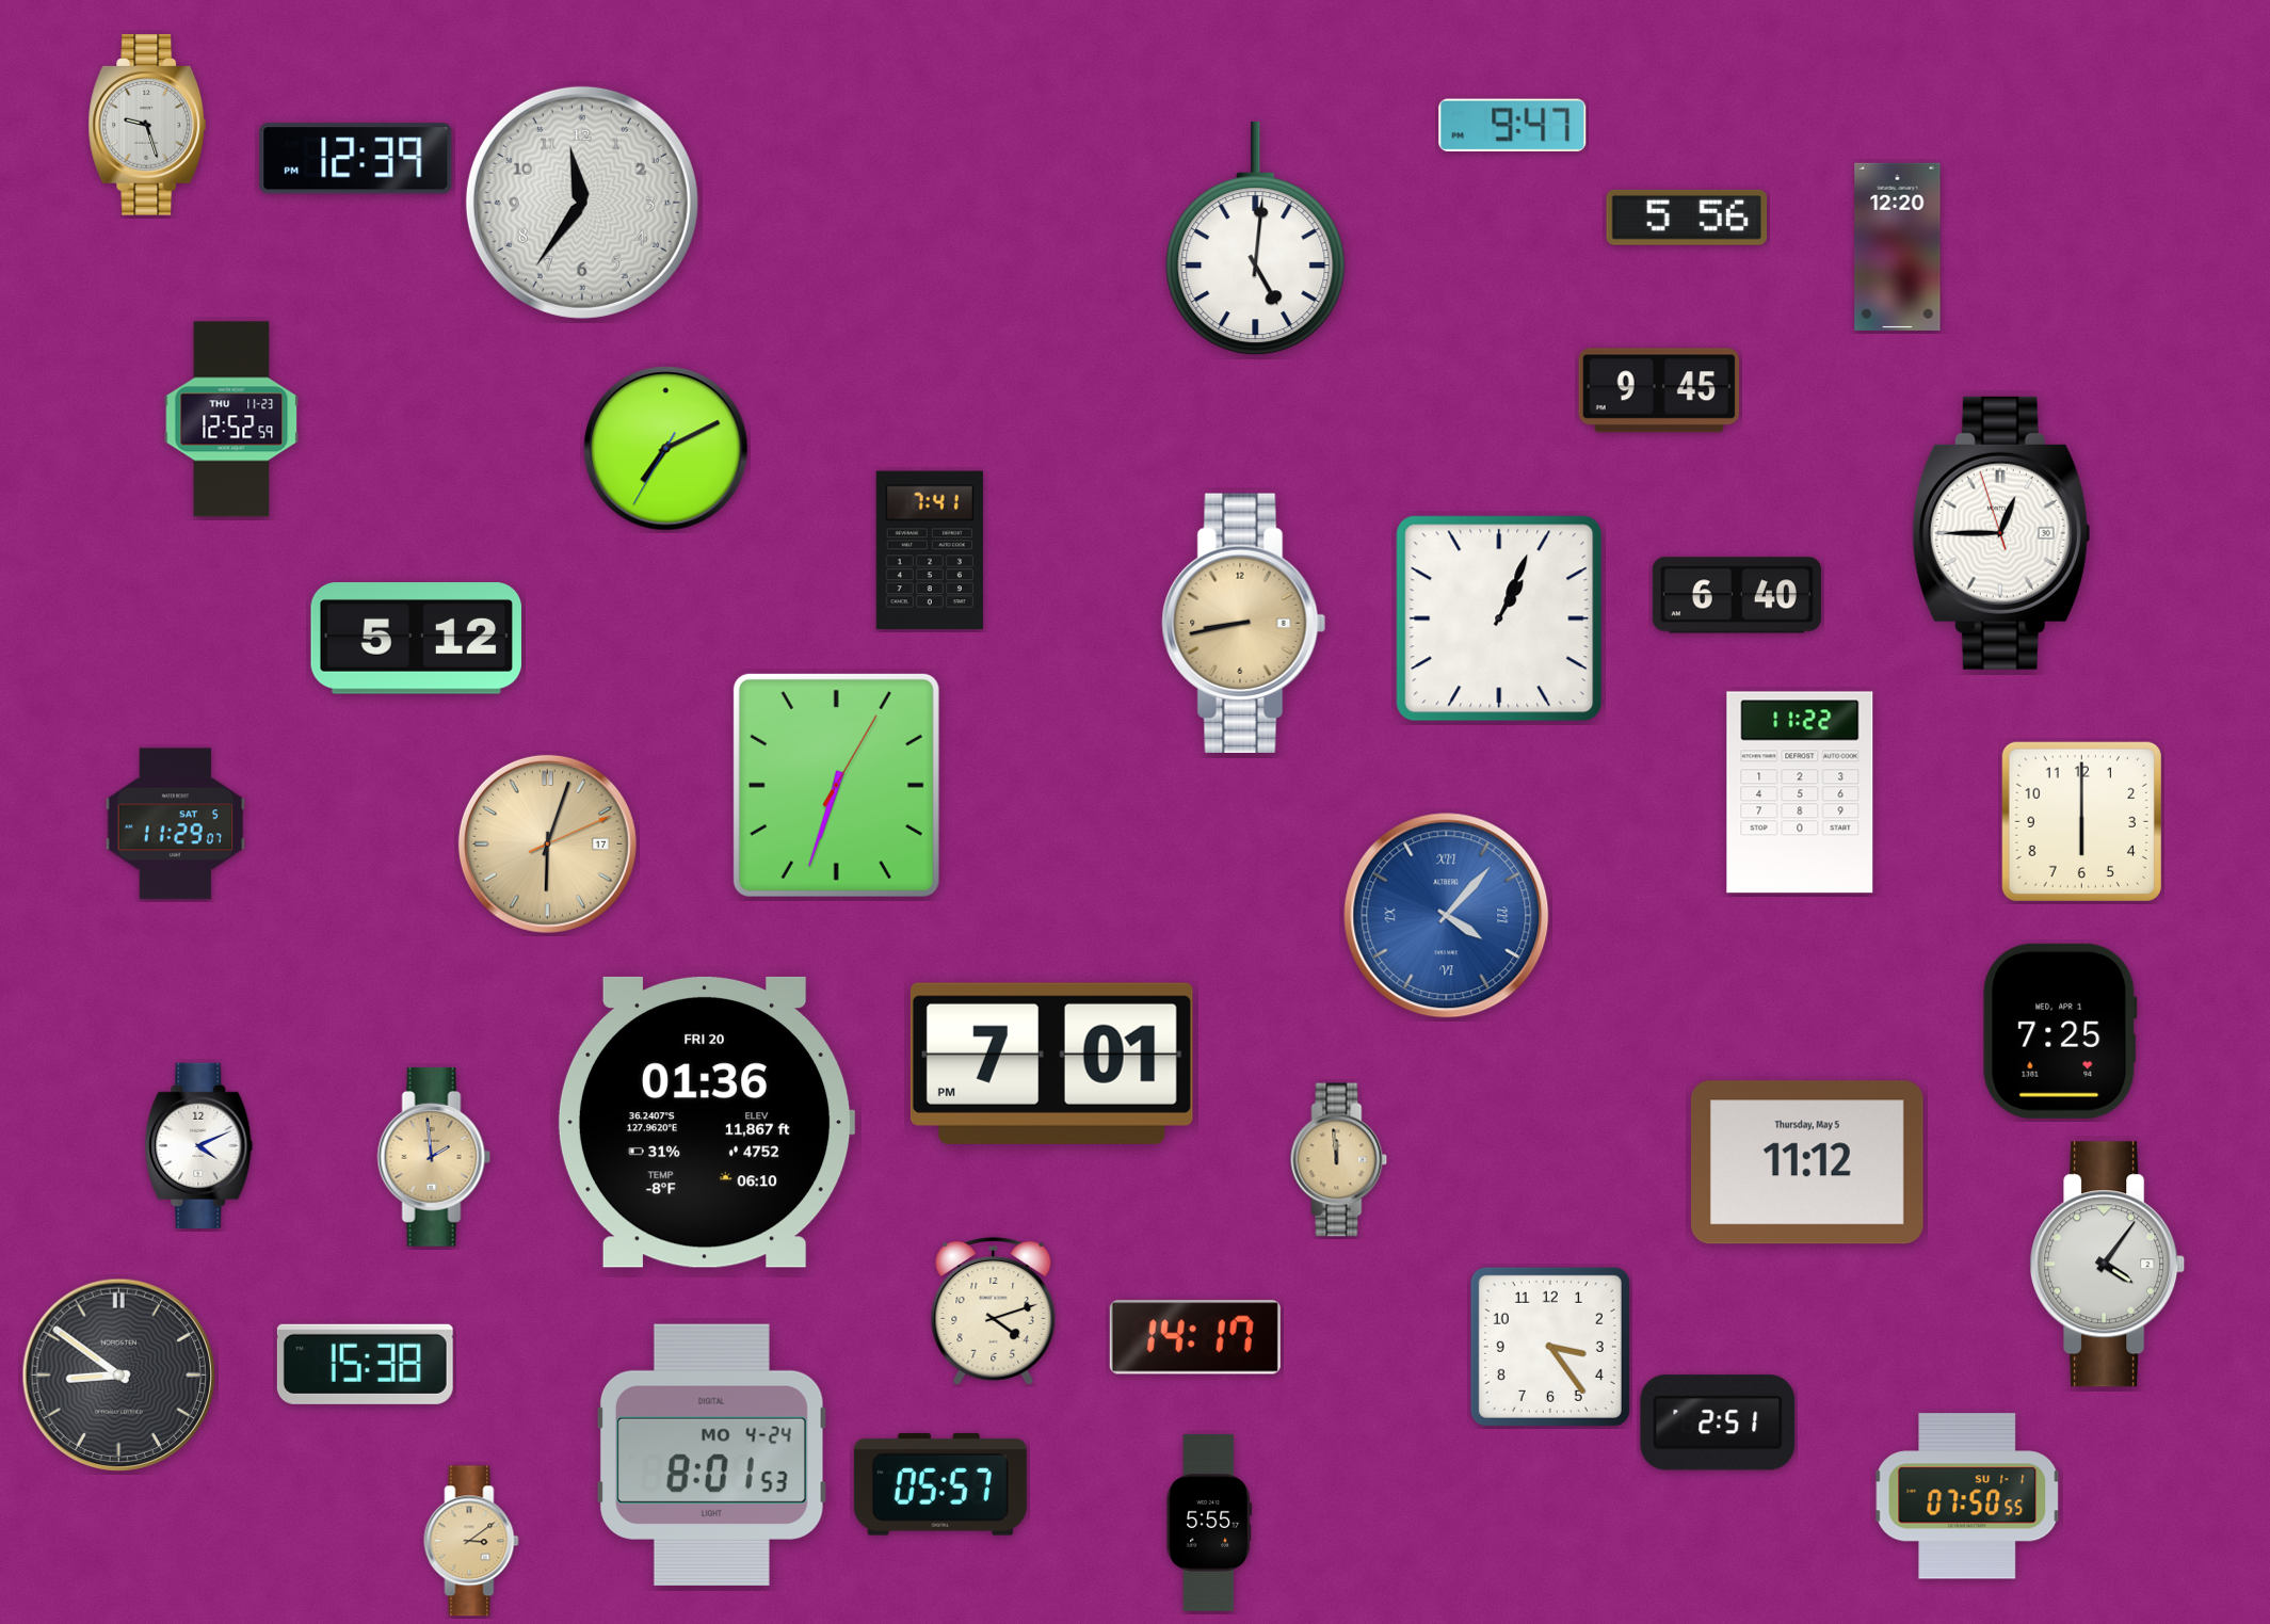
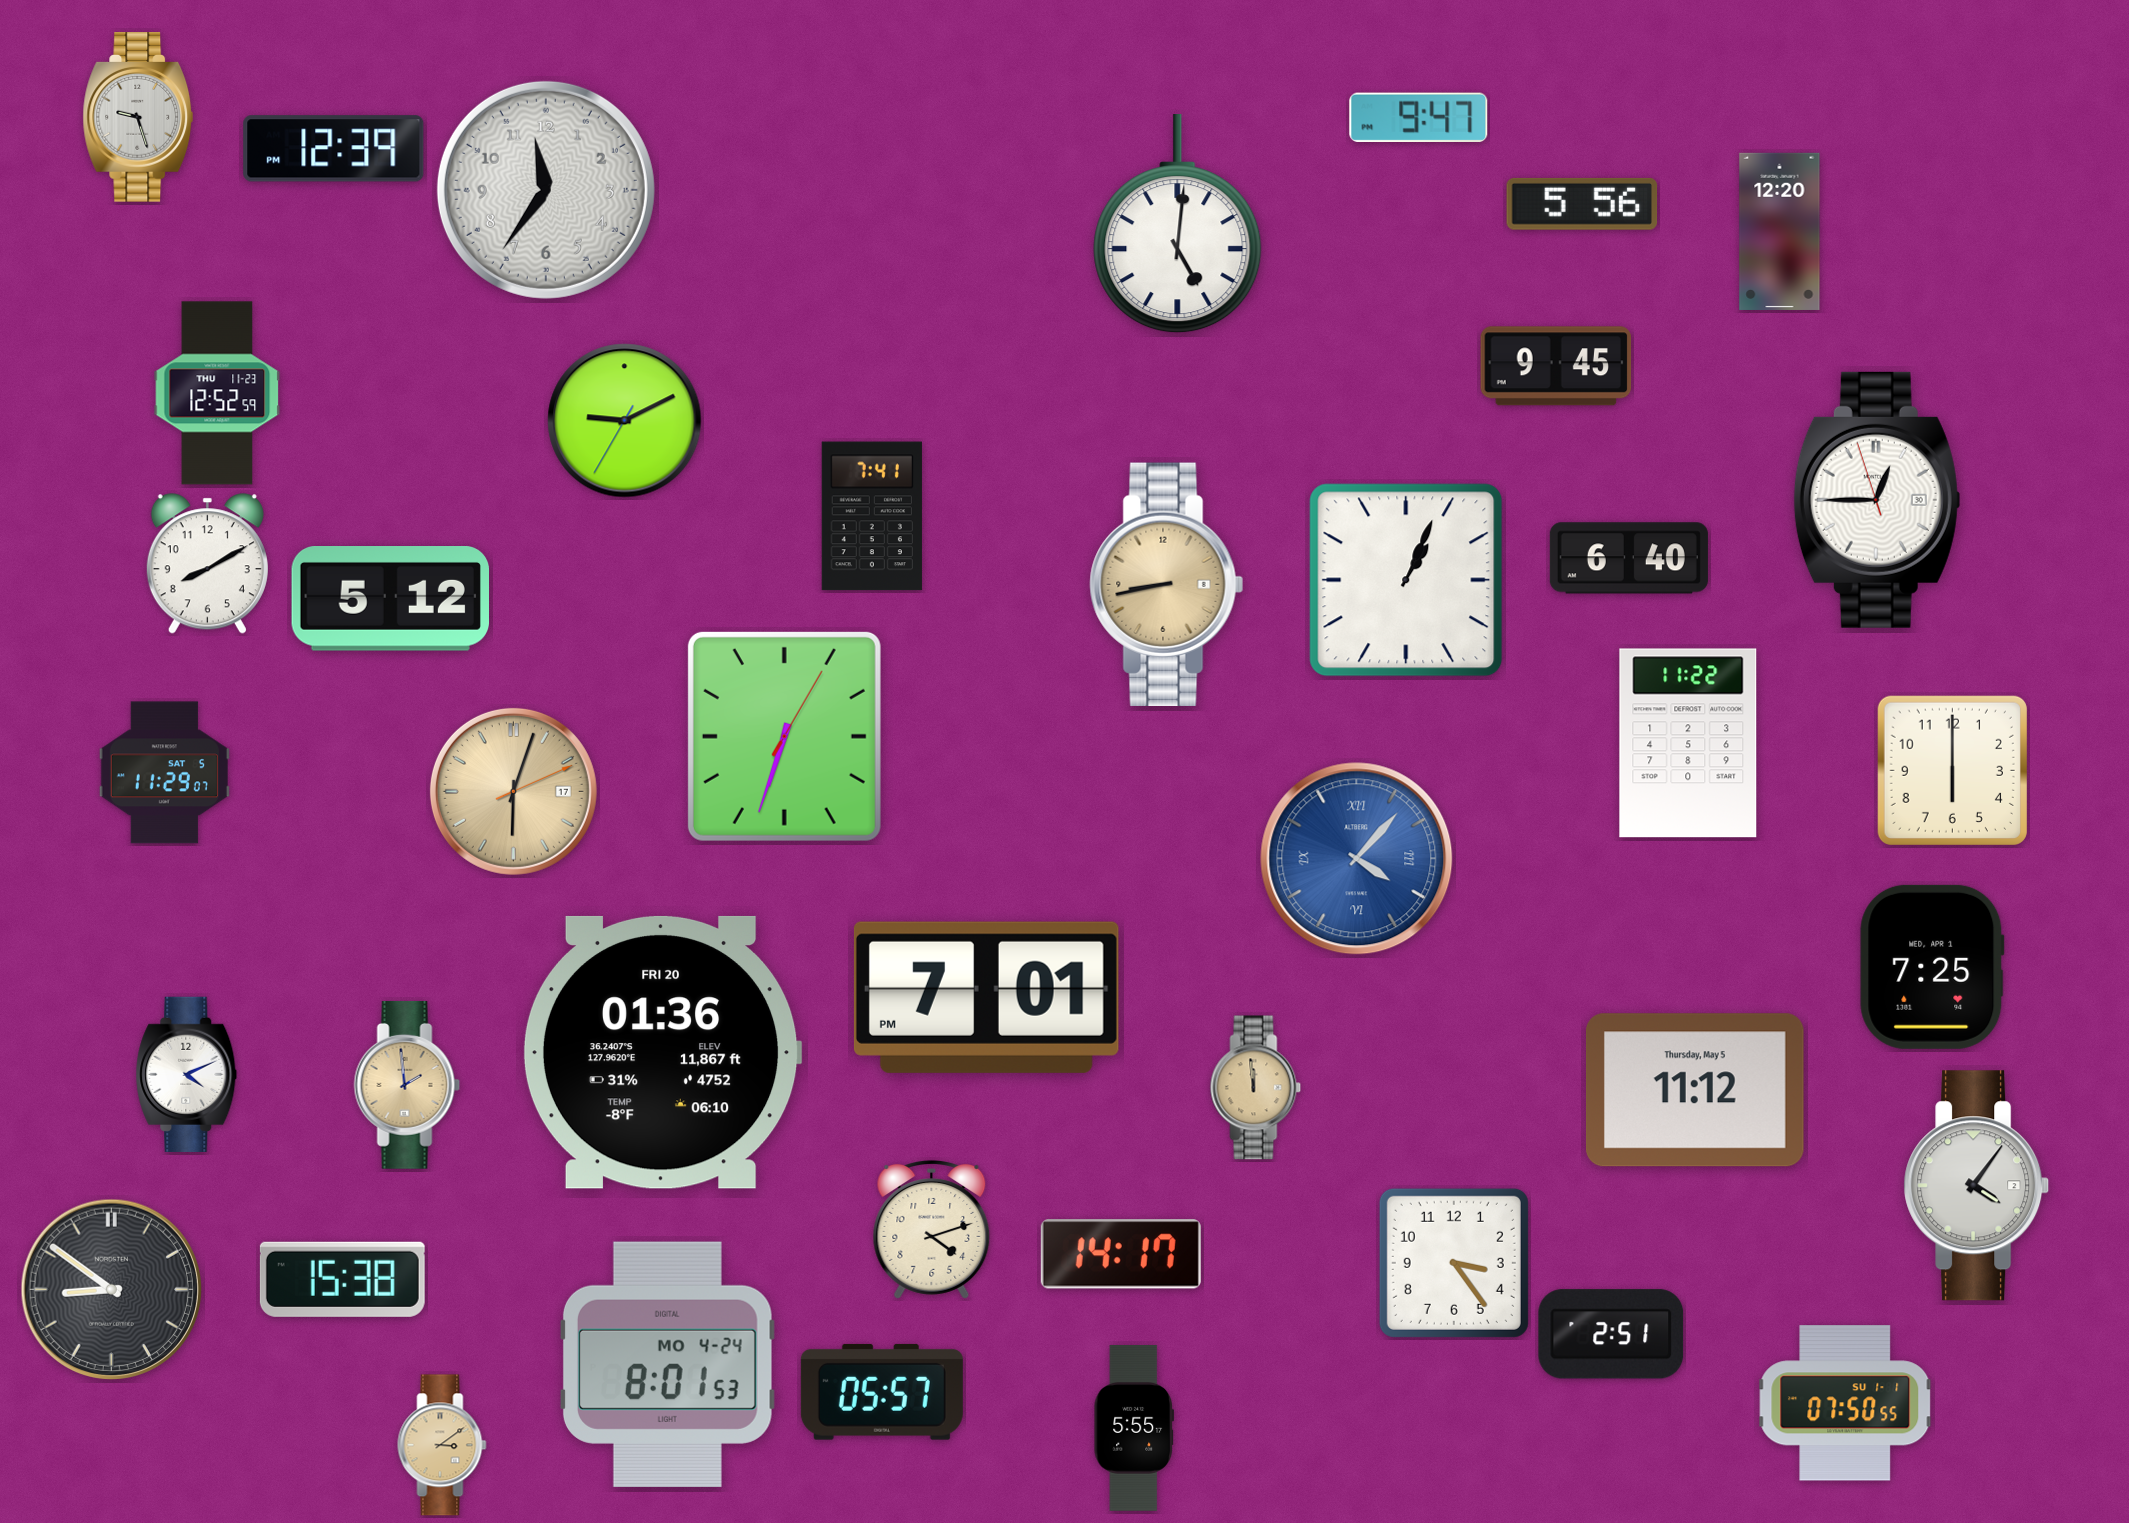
clock at (666, 449): 7:10 -> 9:10
clock at (207, 564): none -> 8:10
